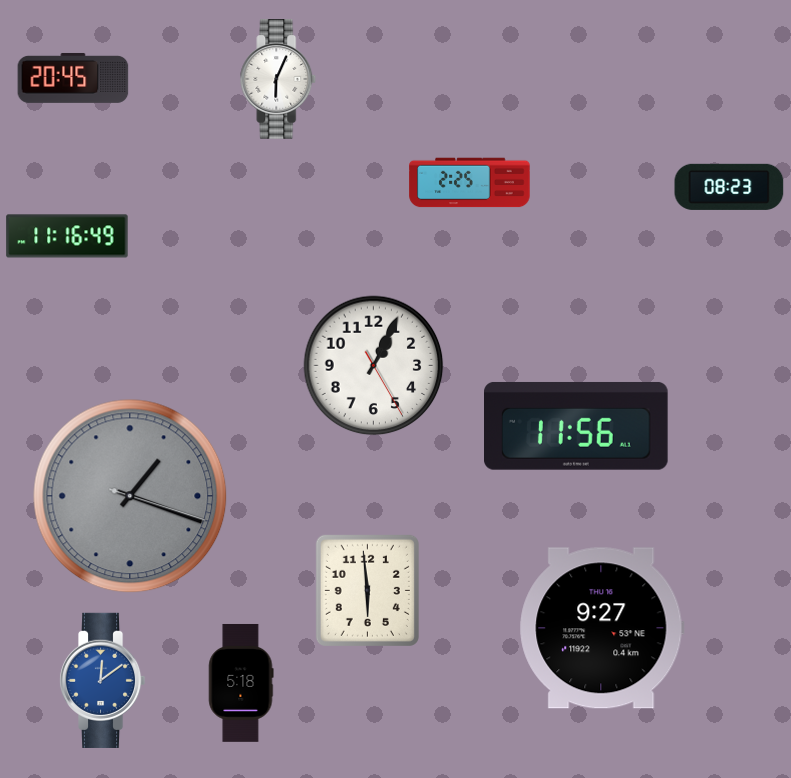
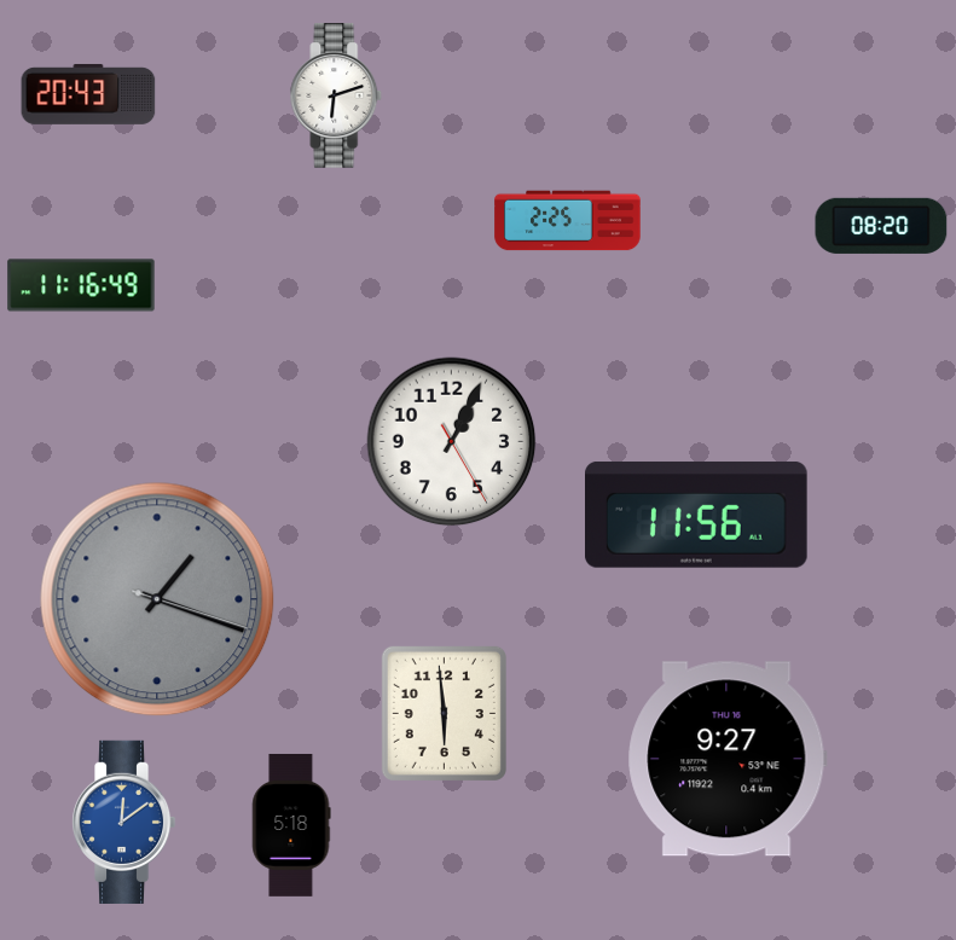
clock at (73, 78): 20:45 -> 20:43
clock at (278, 79): 6:04 -> 6:12
clock at (729, 187): 08:23 -> 08:20
